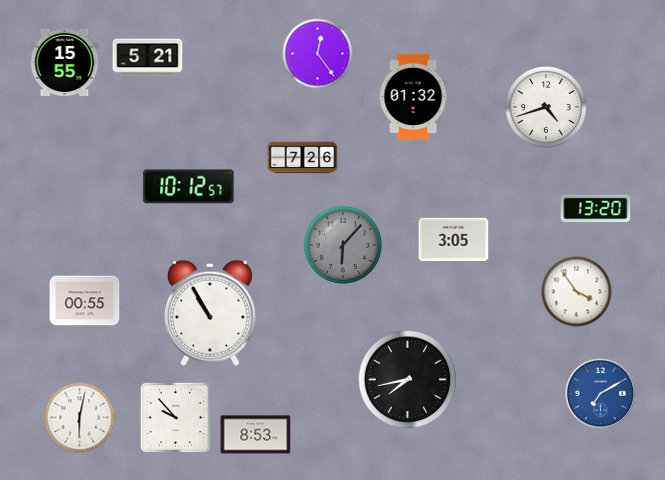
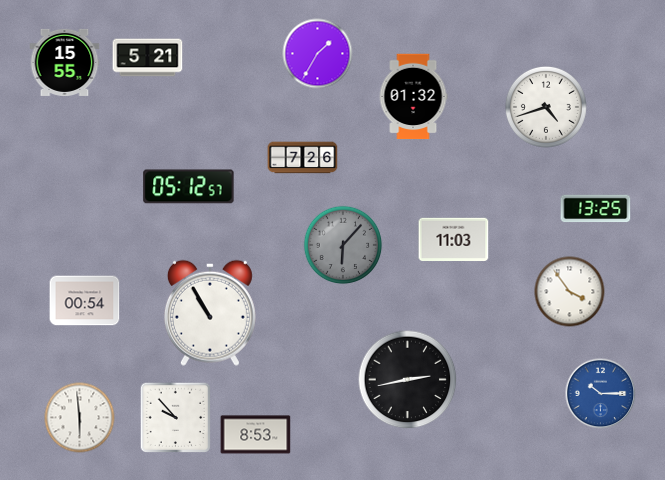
clock at (318, 54): 12:24 -> 1:35
clock at (189, 187): 10:12 -> 05:12
clock at (596, 209): 13:20 -> 13:25
clock at (454, 240): 3:05 -> 11:03
clock at (577, 292) position: (577, 292) -> (570, 292)
clock at (85, 301): 00:55 -> 00:54
clock at (408, 380): 7:43 -> 2:43
clock at (601, 394): 7:10 -> 10:15
clock at (80, 418): 6:02 -> 5:59
